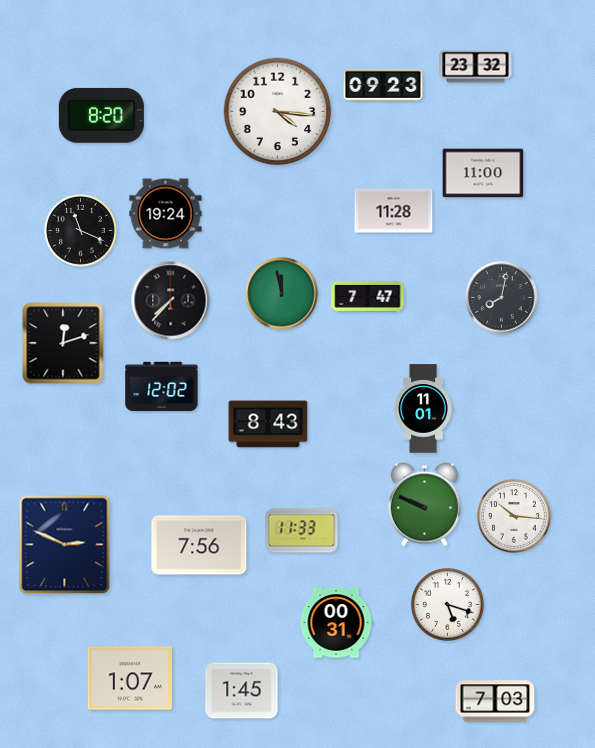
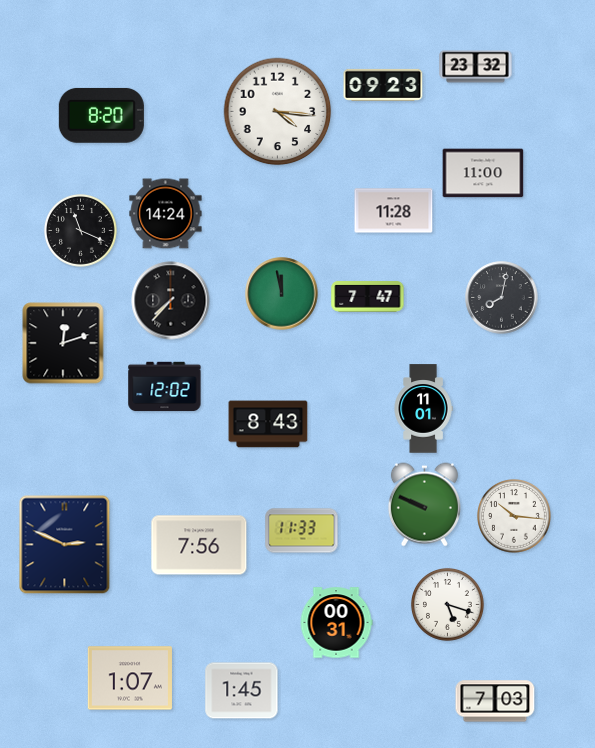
clock at (166, 214): 19:24 -> 14:24
clock at (162, 387) position: (162, 387) -> (165, 387)
